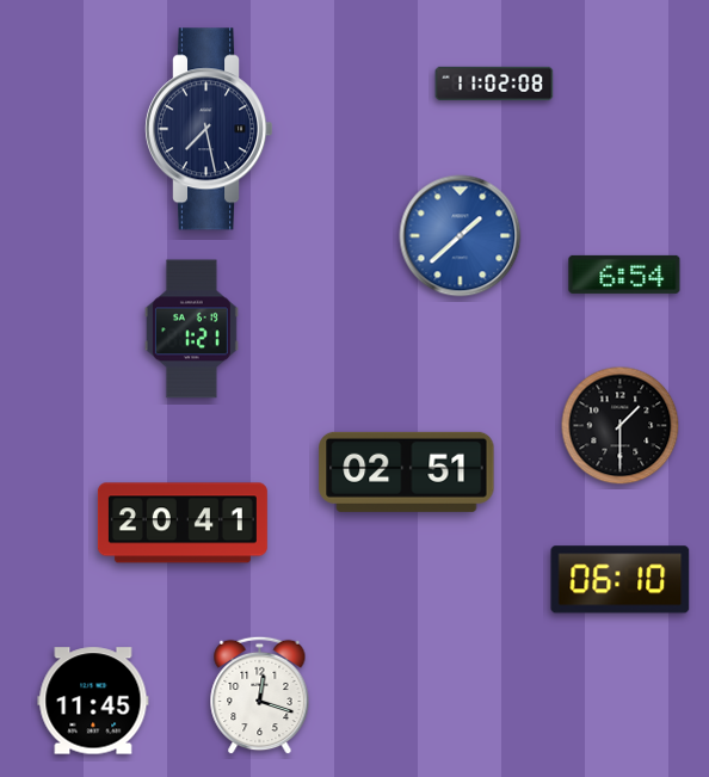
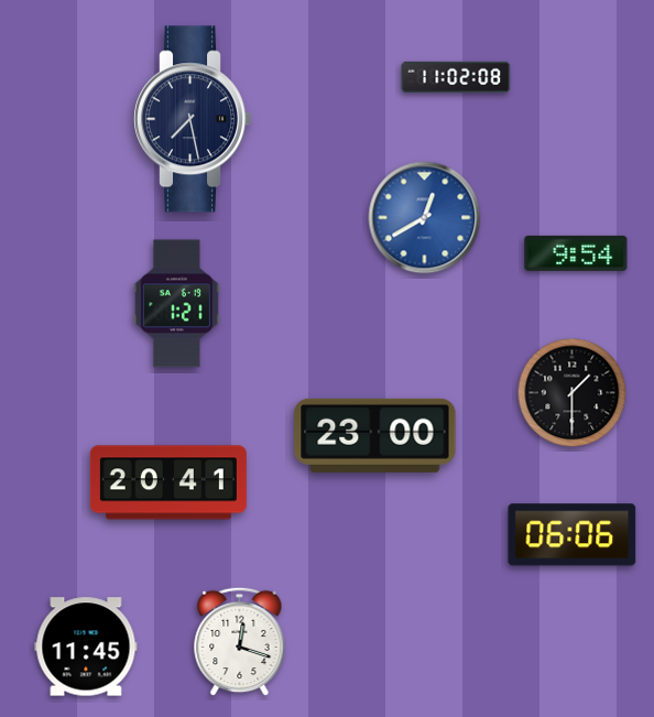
clock at (461, 236): 1:38 -> 12:40
clock at (624, 275): 6:54 -> 9:54
clock at (407, 471): 02:51 -> 23:00
clock at (621, 580): 06:10 -> 06:06
